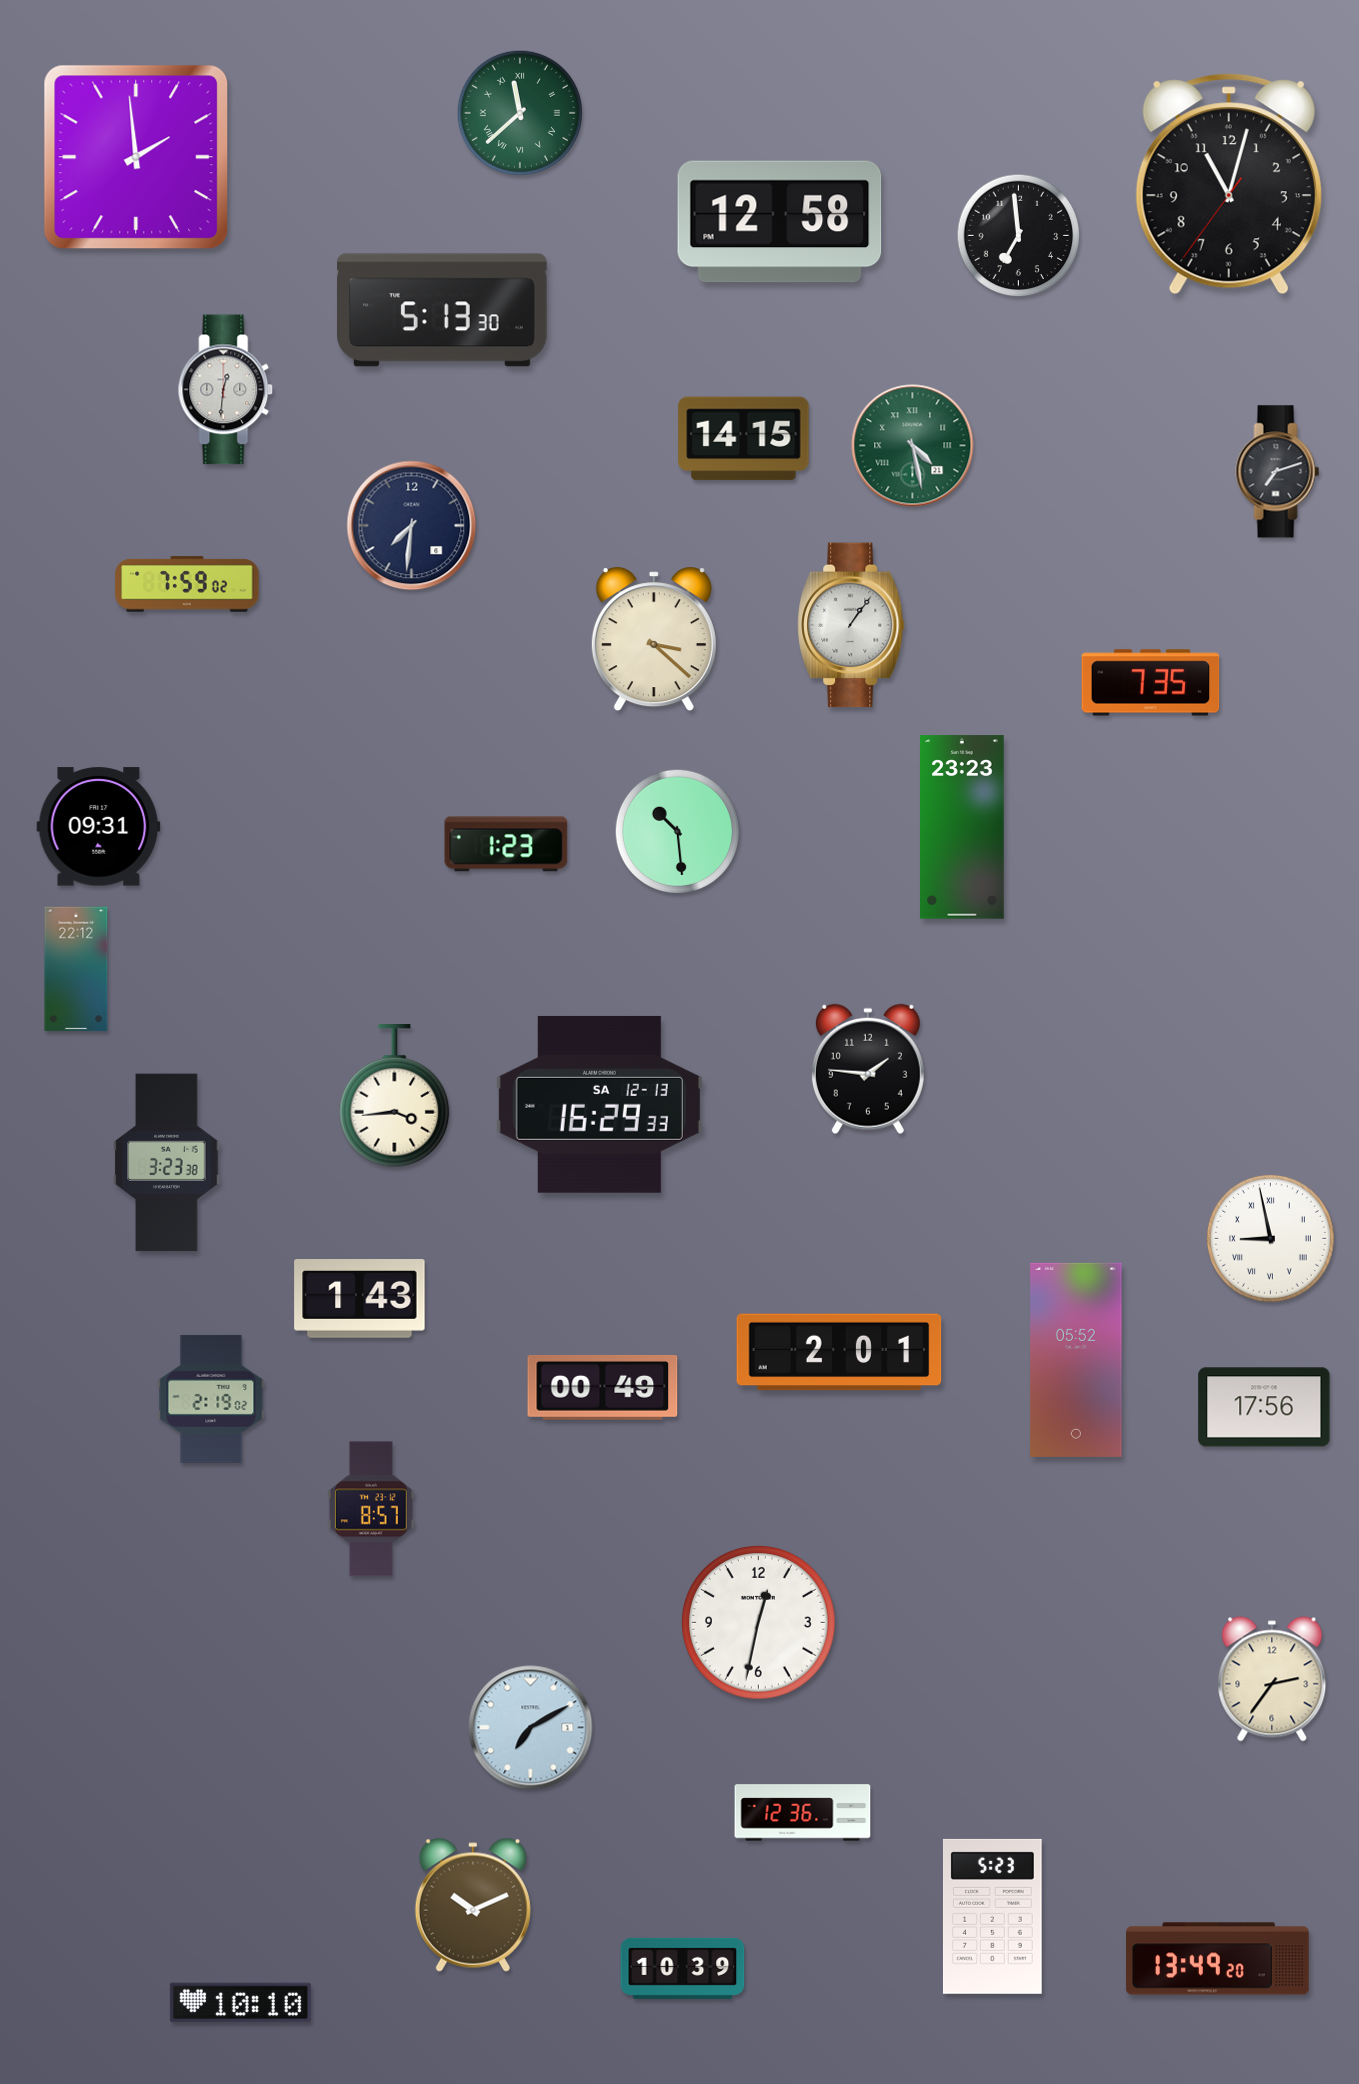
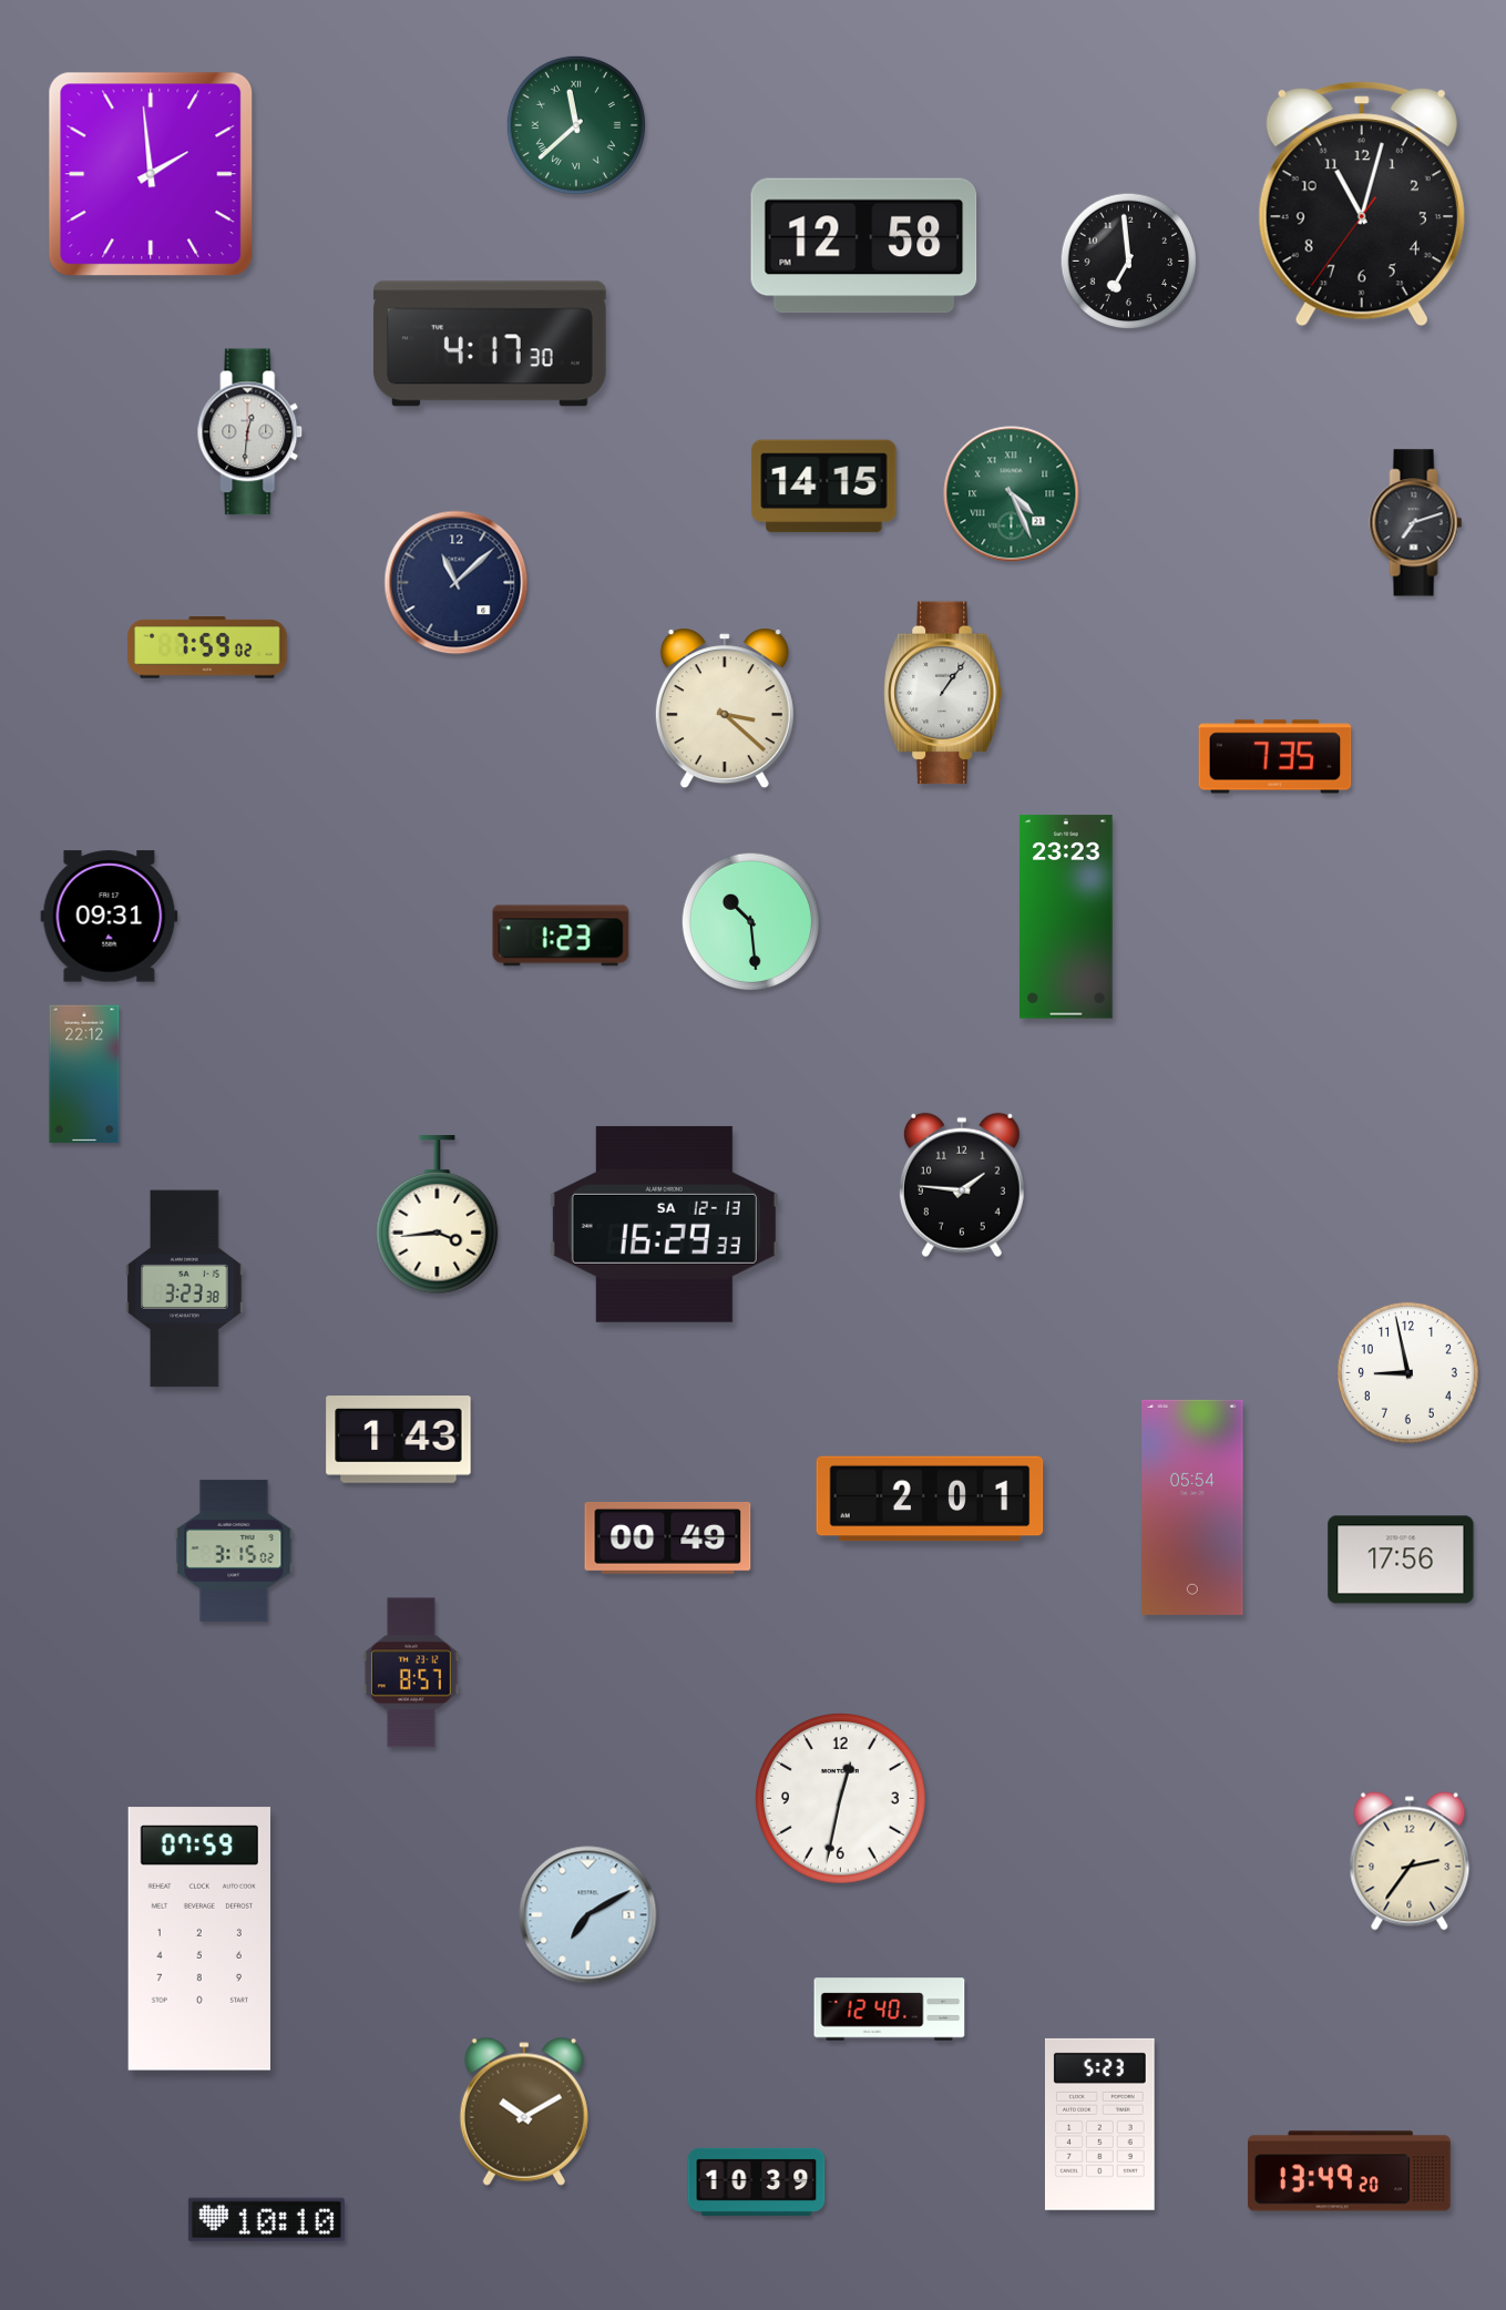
clock at (443, 310): 5:13 -> 4:17
clock at (913, 446): 4:28 -> 4:26
clock at (412, 526): 7:31 -> 11:08
clock at (1270, 1238) numerals: Roman -> Arabic
clock at (1076, 1360): 05:52 -> 05:54
clock at (211, 1399): 2:19 -> 3:15
clock at (199, 1939): none -> 07:59
clock at (803, 1813): 12:36 -> 12:40
clock at (473, 1905): 10:11 -> 10:10
